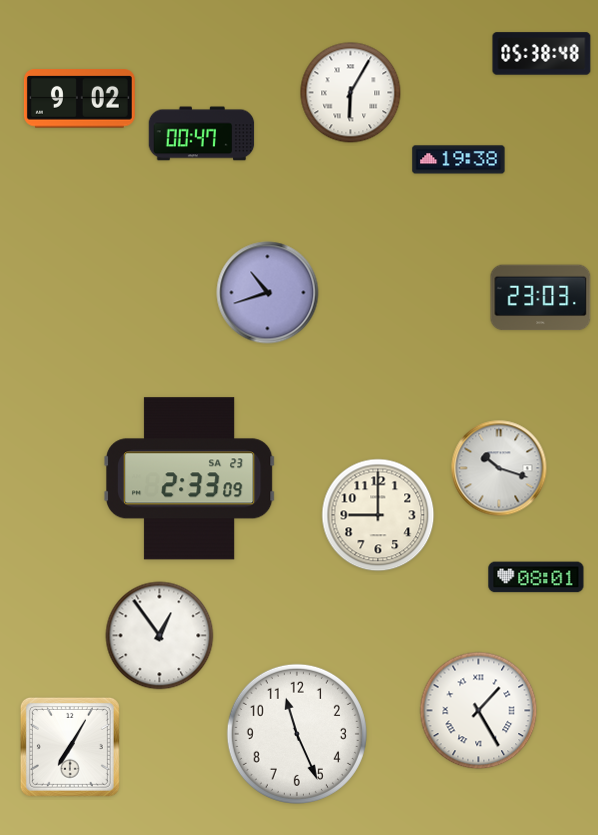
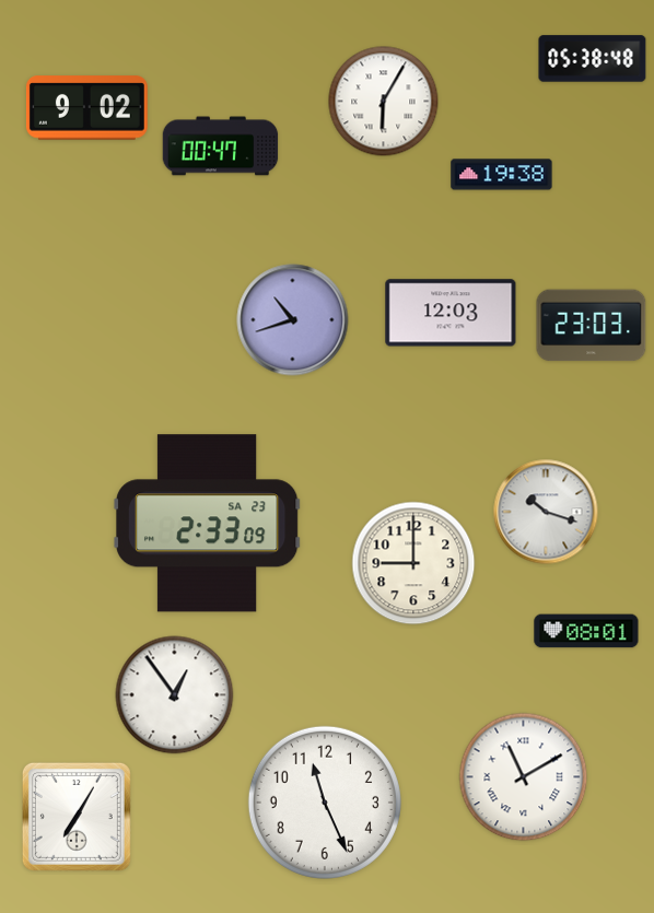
clock at (451, 313): none -> 12:03
clock at (479, 711): 1:25 -> 11:10
